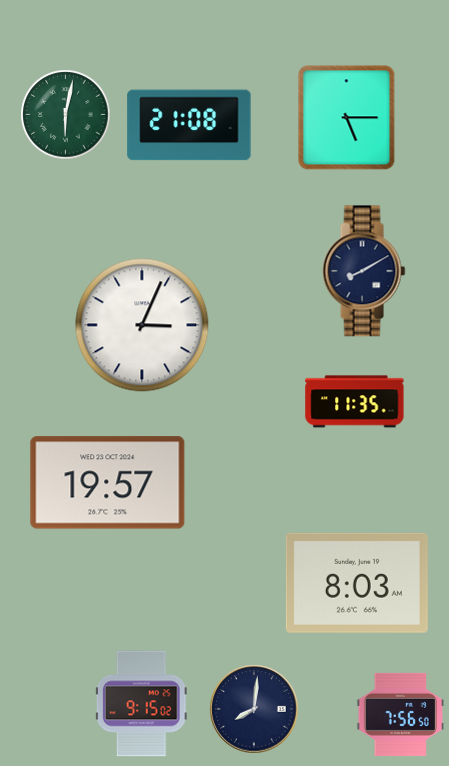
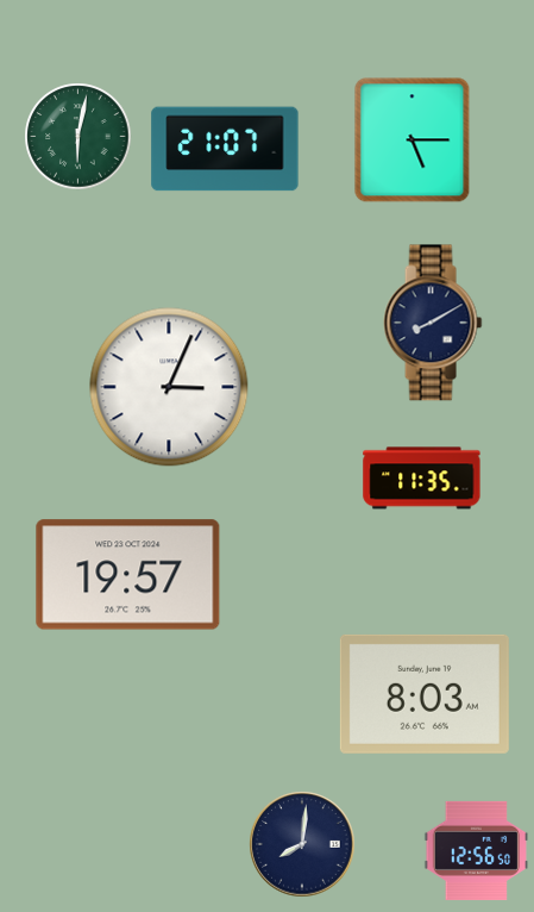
clock at (189, 125): 21:08 -> 21:07
clock at (141, 704): 9:15 -> none
clock at (400, 714): 7:56 -> 12:56
